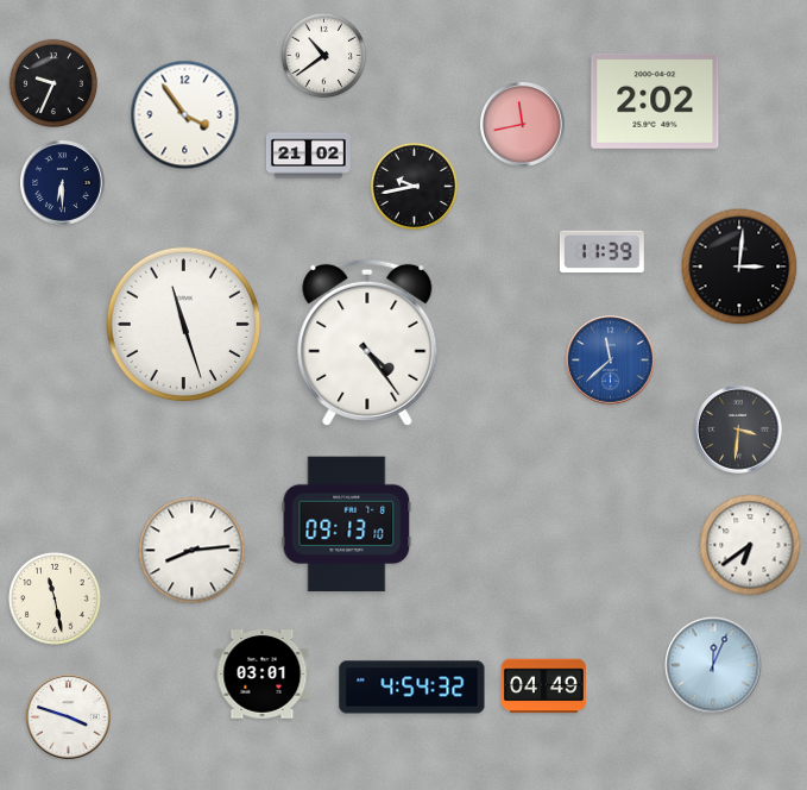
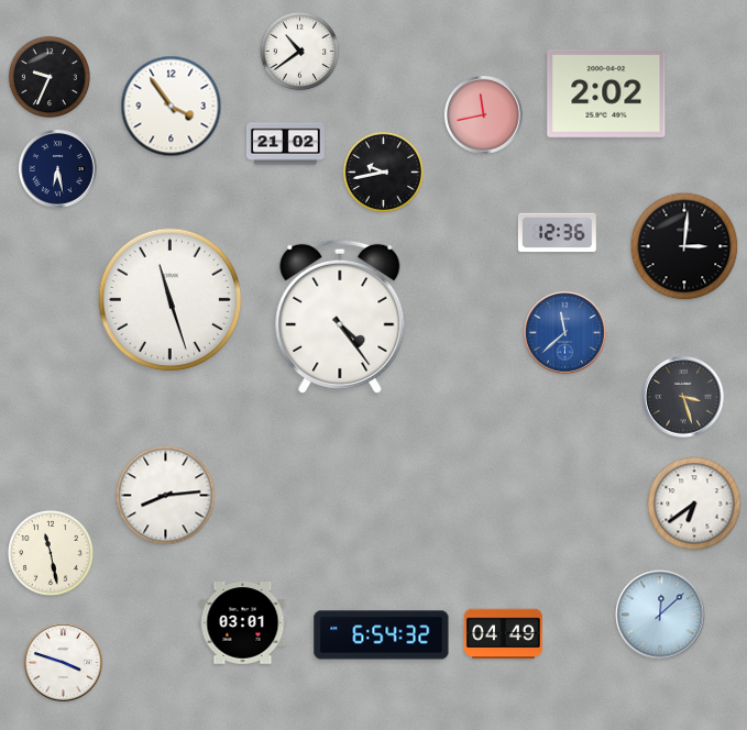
clock at (62, 182): 6:30 -> 6:28
clock at (601, 252): 11:39 -> 12:36
clock at (738, 430): 3:31 -> 3:27
clock at (347, 525): 09:13 -> none
clock at (193, 551) position: (193, 551) -> (166, 496)
clock at (713, 665): 12:04 -> 12:08
clock at (412, 688): 4:54 -> 6:54
